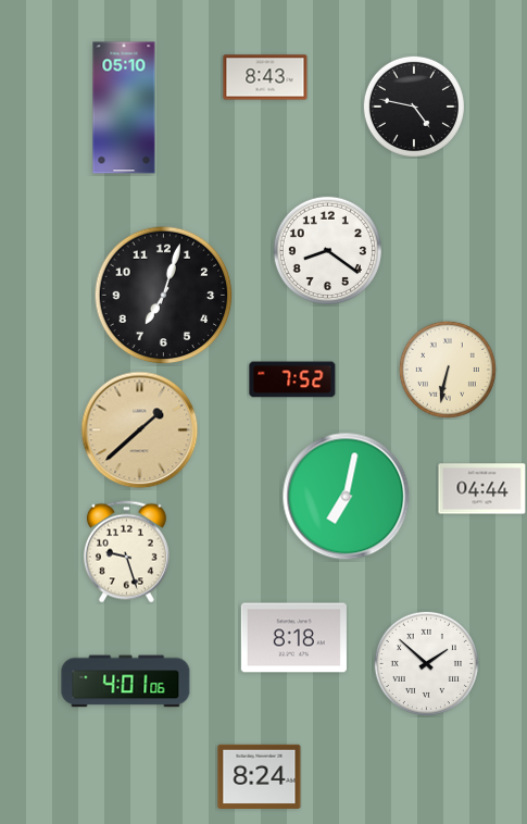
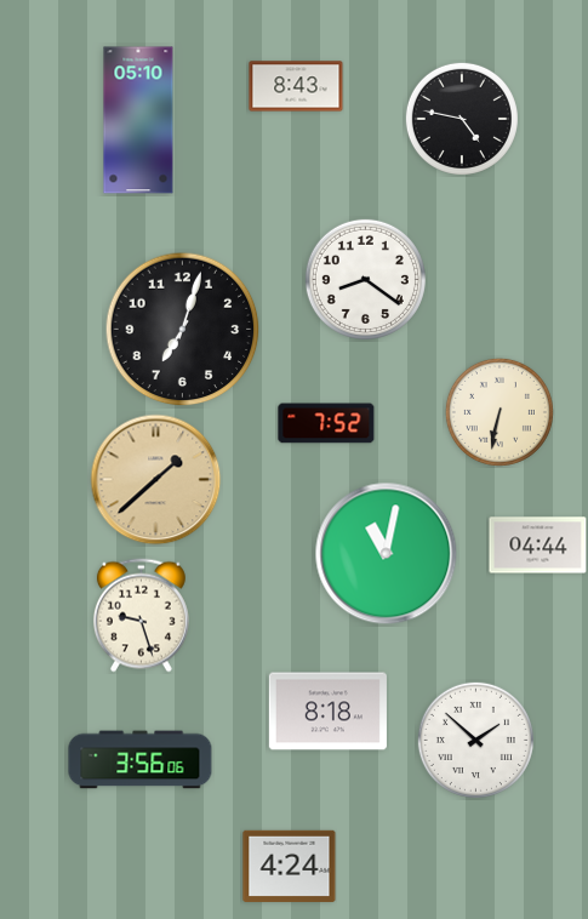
clock at (347, 497): 7:02 -> 11:02
clock at (126, 682): 4:01 -> 3:56
clock at (260, 776): 8:24 -> 4:24
